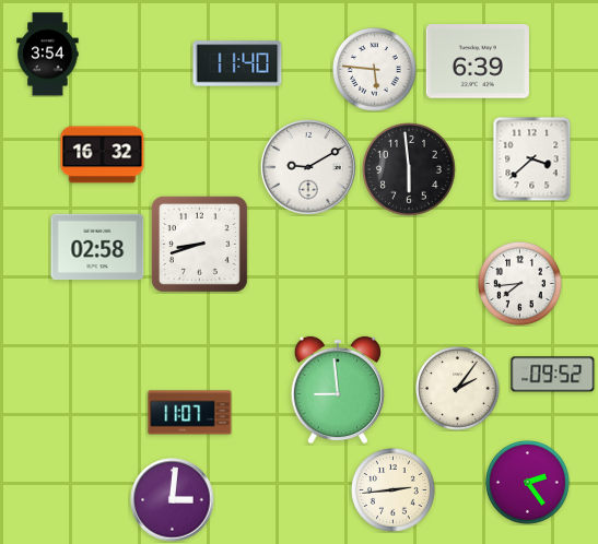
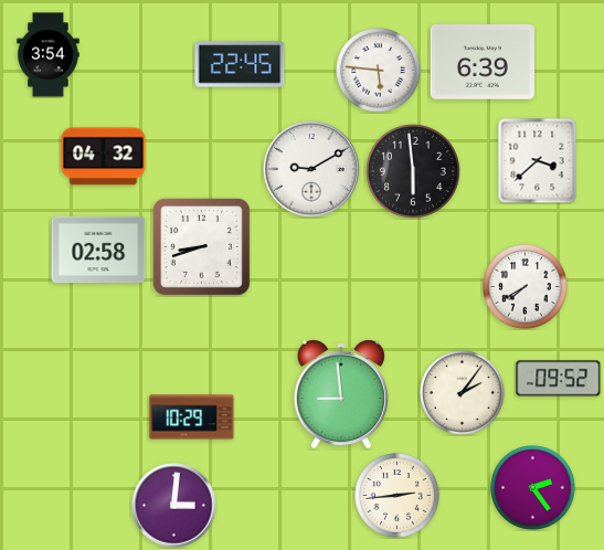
clock at (237, 63): 11:40 -> 22:45
clock at (103, 155): 16:32 -> 04:32
clock at (520, 284): 7:44 -> 7:40
clock at (190, 413): 11:07 -> 10:29
